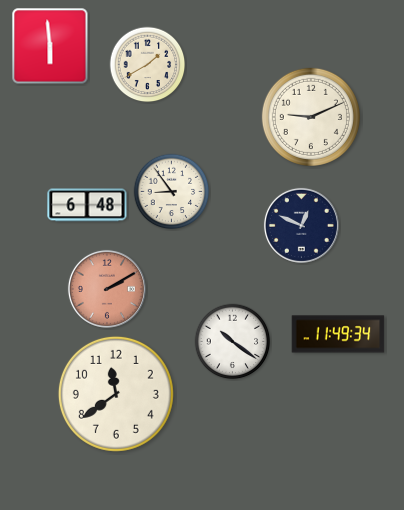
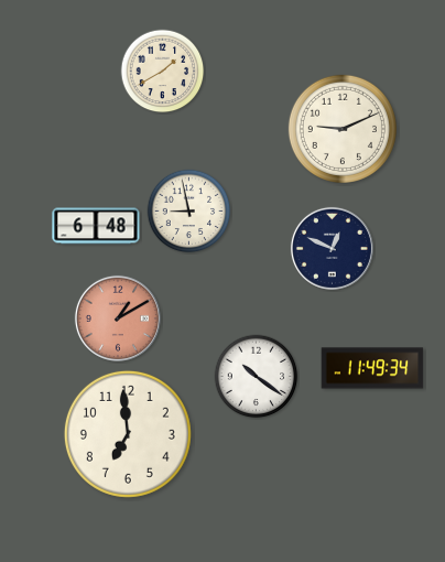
clock at (50, 46): 5:59 -> none
clock at (172, 192): 8:54 -> 8:58
clock at (107, 289): 2:10 -> 1:10
clock at (116, 394): 11:39 -> 6:59
